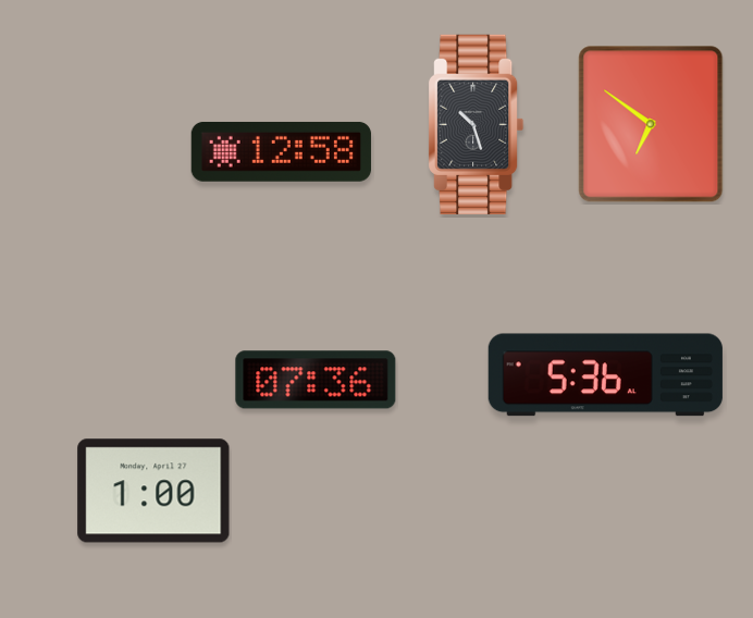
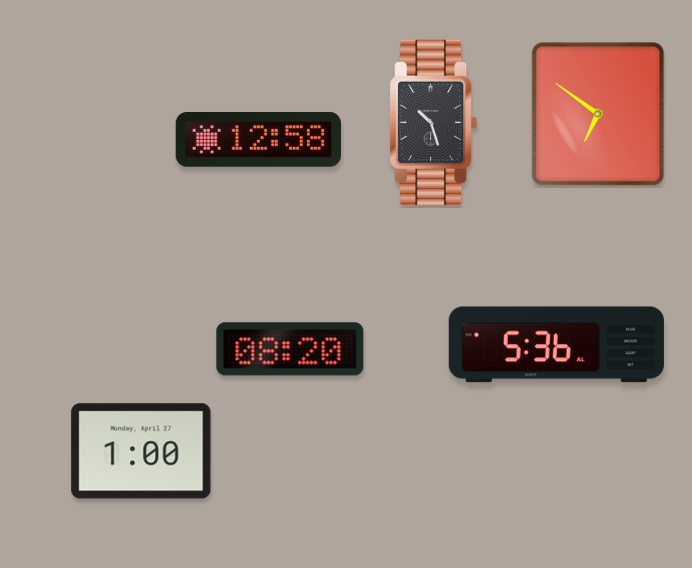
clock at (477, 124) position: (477, 124) -> (434, 122)
clock at (316, 380): 07:36 -> 08:20
